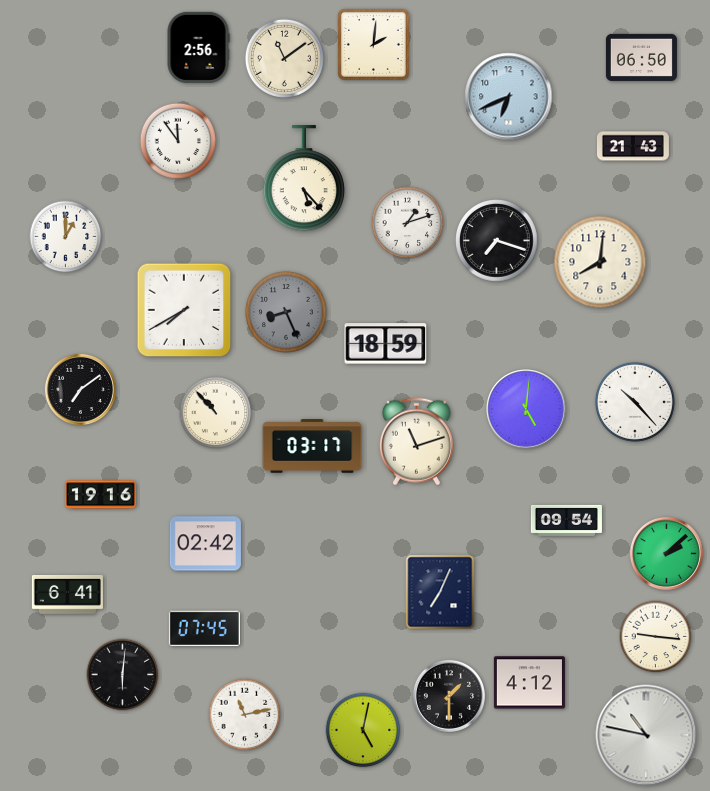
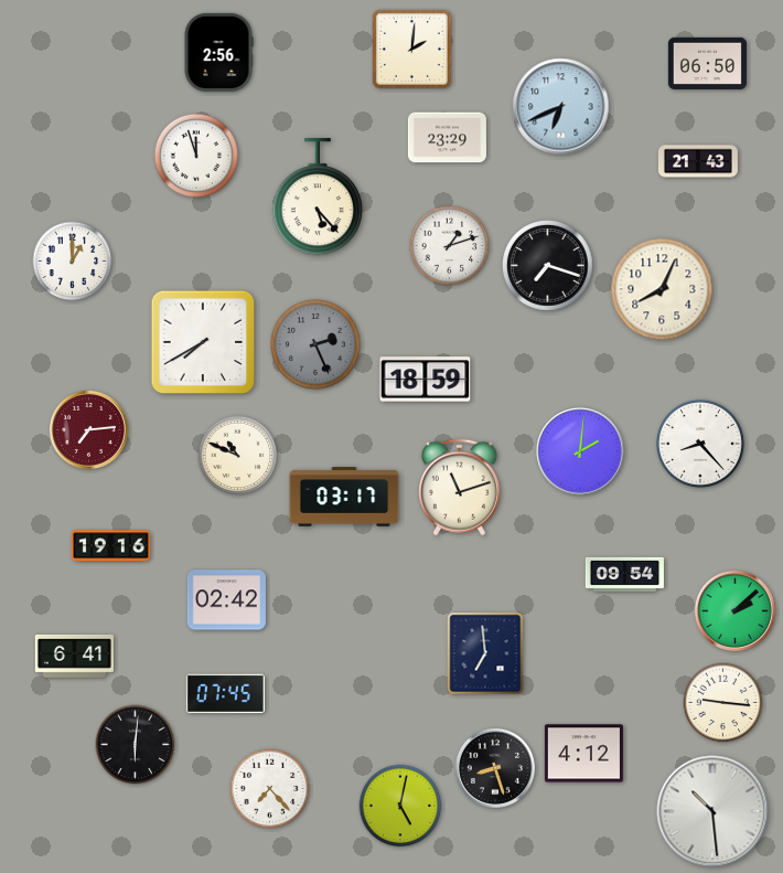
clock at (284, 58): 11:09 -> none
clock at (447, 138): none -> 23:29
clock at (178, 141): 11:54 -> 11:57
clock at (303, 179) position: (303, 179) -> (317, 198)
clock at (600, 262): 8:01 -> 8:04
clock at (287, 313): 8:26 -> 2:26
clock at (80, 389): 7:09 -> 7:14
clock at (80, 389) dial: black -> burgundy
clock at (635, 402): 10:23 -> 8:23
clock at (526, 409): 5:01 -> 2:01
clock at (216, 413): 10:53 -> 10:49
clock at (312, 446) position: (312, 446) -> (344, 497)
clock at (440, 592): 7:04 -> 6:59
clock at (449, 696): 1:30 -> 8:27
clock at (245, 715): 11:13 -> 7:23
clock at (646, 735): 10:47 -> 10:29
